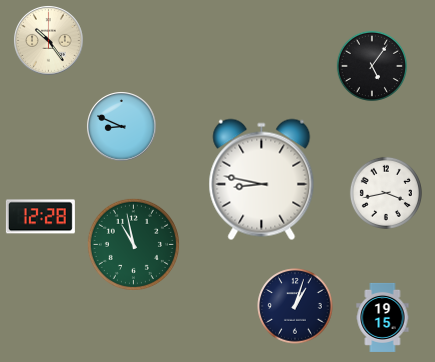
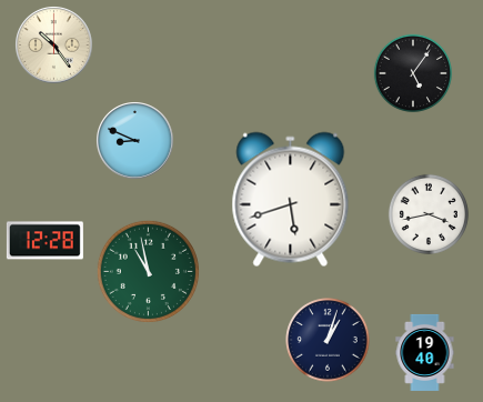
clock at (262, 180): 8:47 -> 5:42
clock at (383, 317): 19:15 -> 19:40
